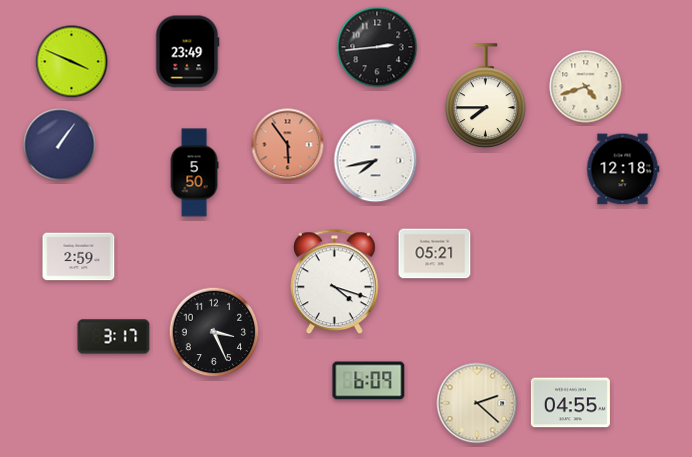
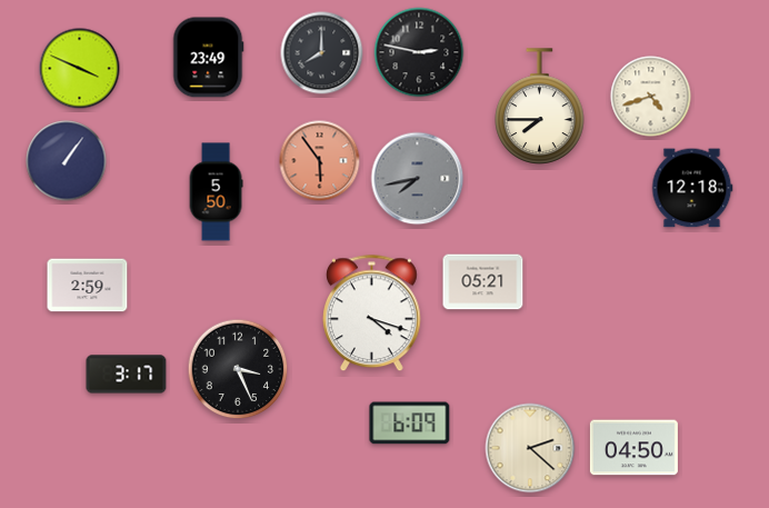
clock at (377, 47): 2:44 -> 2:47
clock at (322, 53): none -> 8:00
clock at (376, 161) dial: white -> grey
clock at (570, 403): 04:55 -> 04:50
